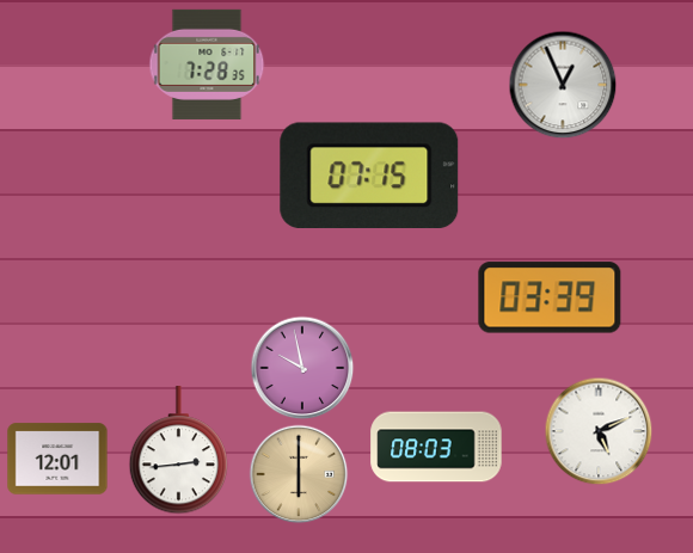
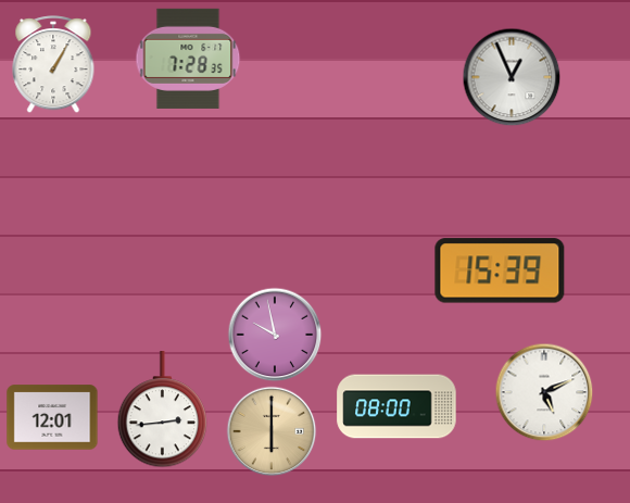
clock at (53, 65): none -> 1:05
clock at (369, 174): 07:15 -> none
clock at (550, 297): 03:39 -> 15:39
clock at (436, 447): 08:03 -> 08:00
